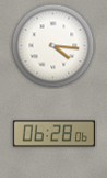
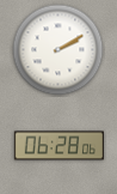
clock at (53, 46): 4:16 -> 2:10
